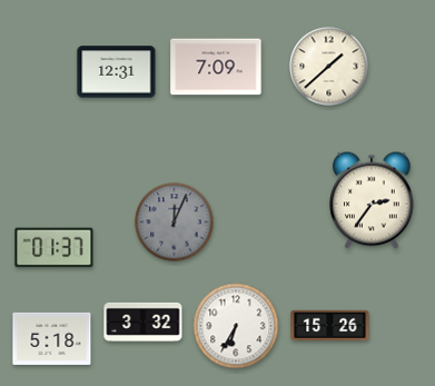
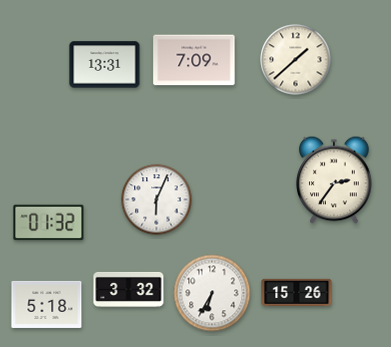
clock at (117, 72): 12:31 -> 13:31
clock at (175, 222): 12:04 -> 6:04
clock at (175, 222) dial: grey -> white
clock at (55, 248): 01:37 -> 01:32
